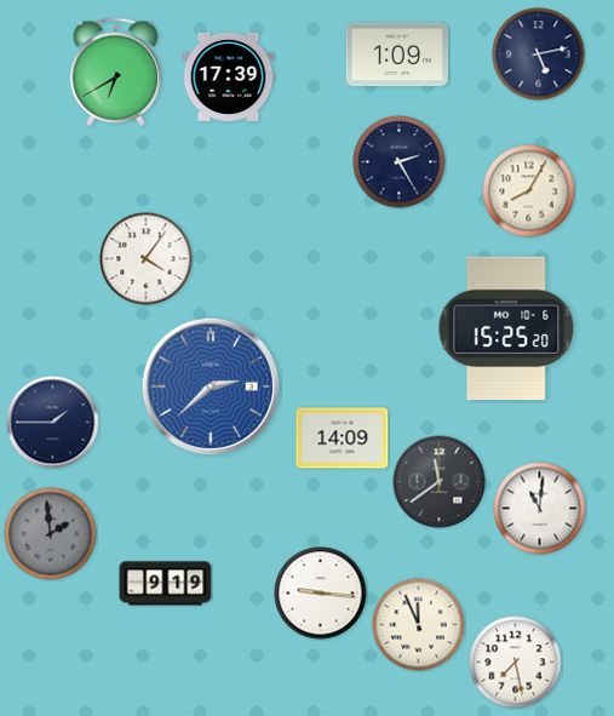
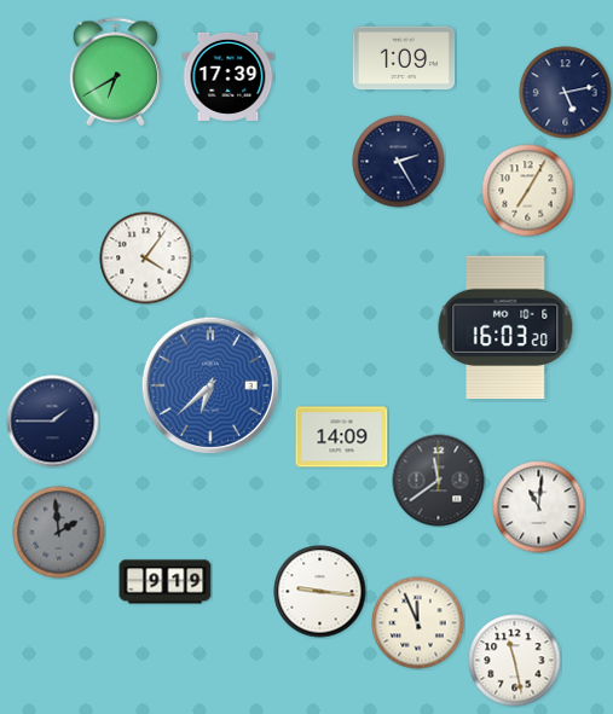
clock at (397, 55) position: (397, 55) -> (404, 58)
clock at (539, 55) position: (539, 55) -> (566, 93)
clock at (529, 191): 8:05 -> 7:05
clock at (506, 328): 15:25 -> 16:03
clock at (211, 386): 2:38 -> 6:38
clock at (51, 534) position: (51, 534) -> (59, 533)
clock at (516, 663): 7:28 -> 11:28
